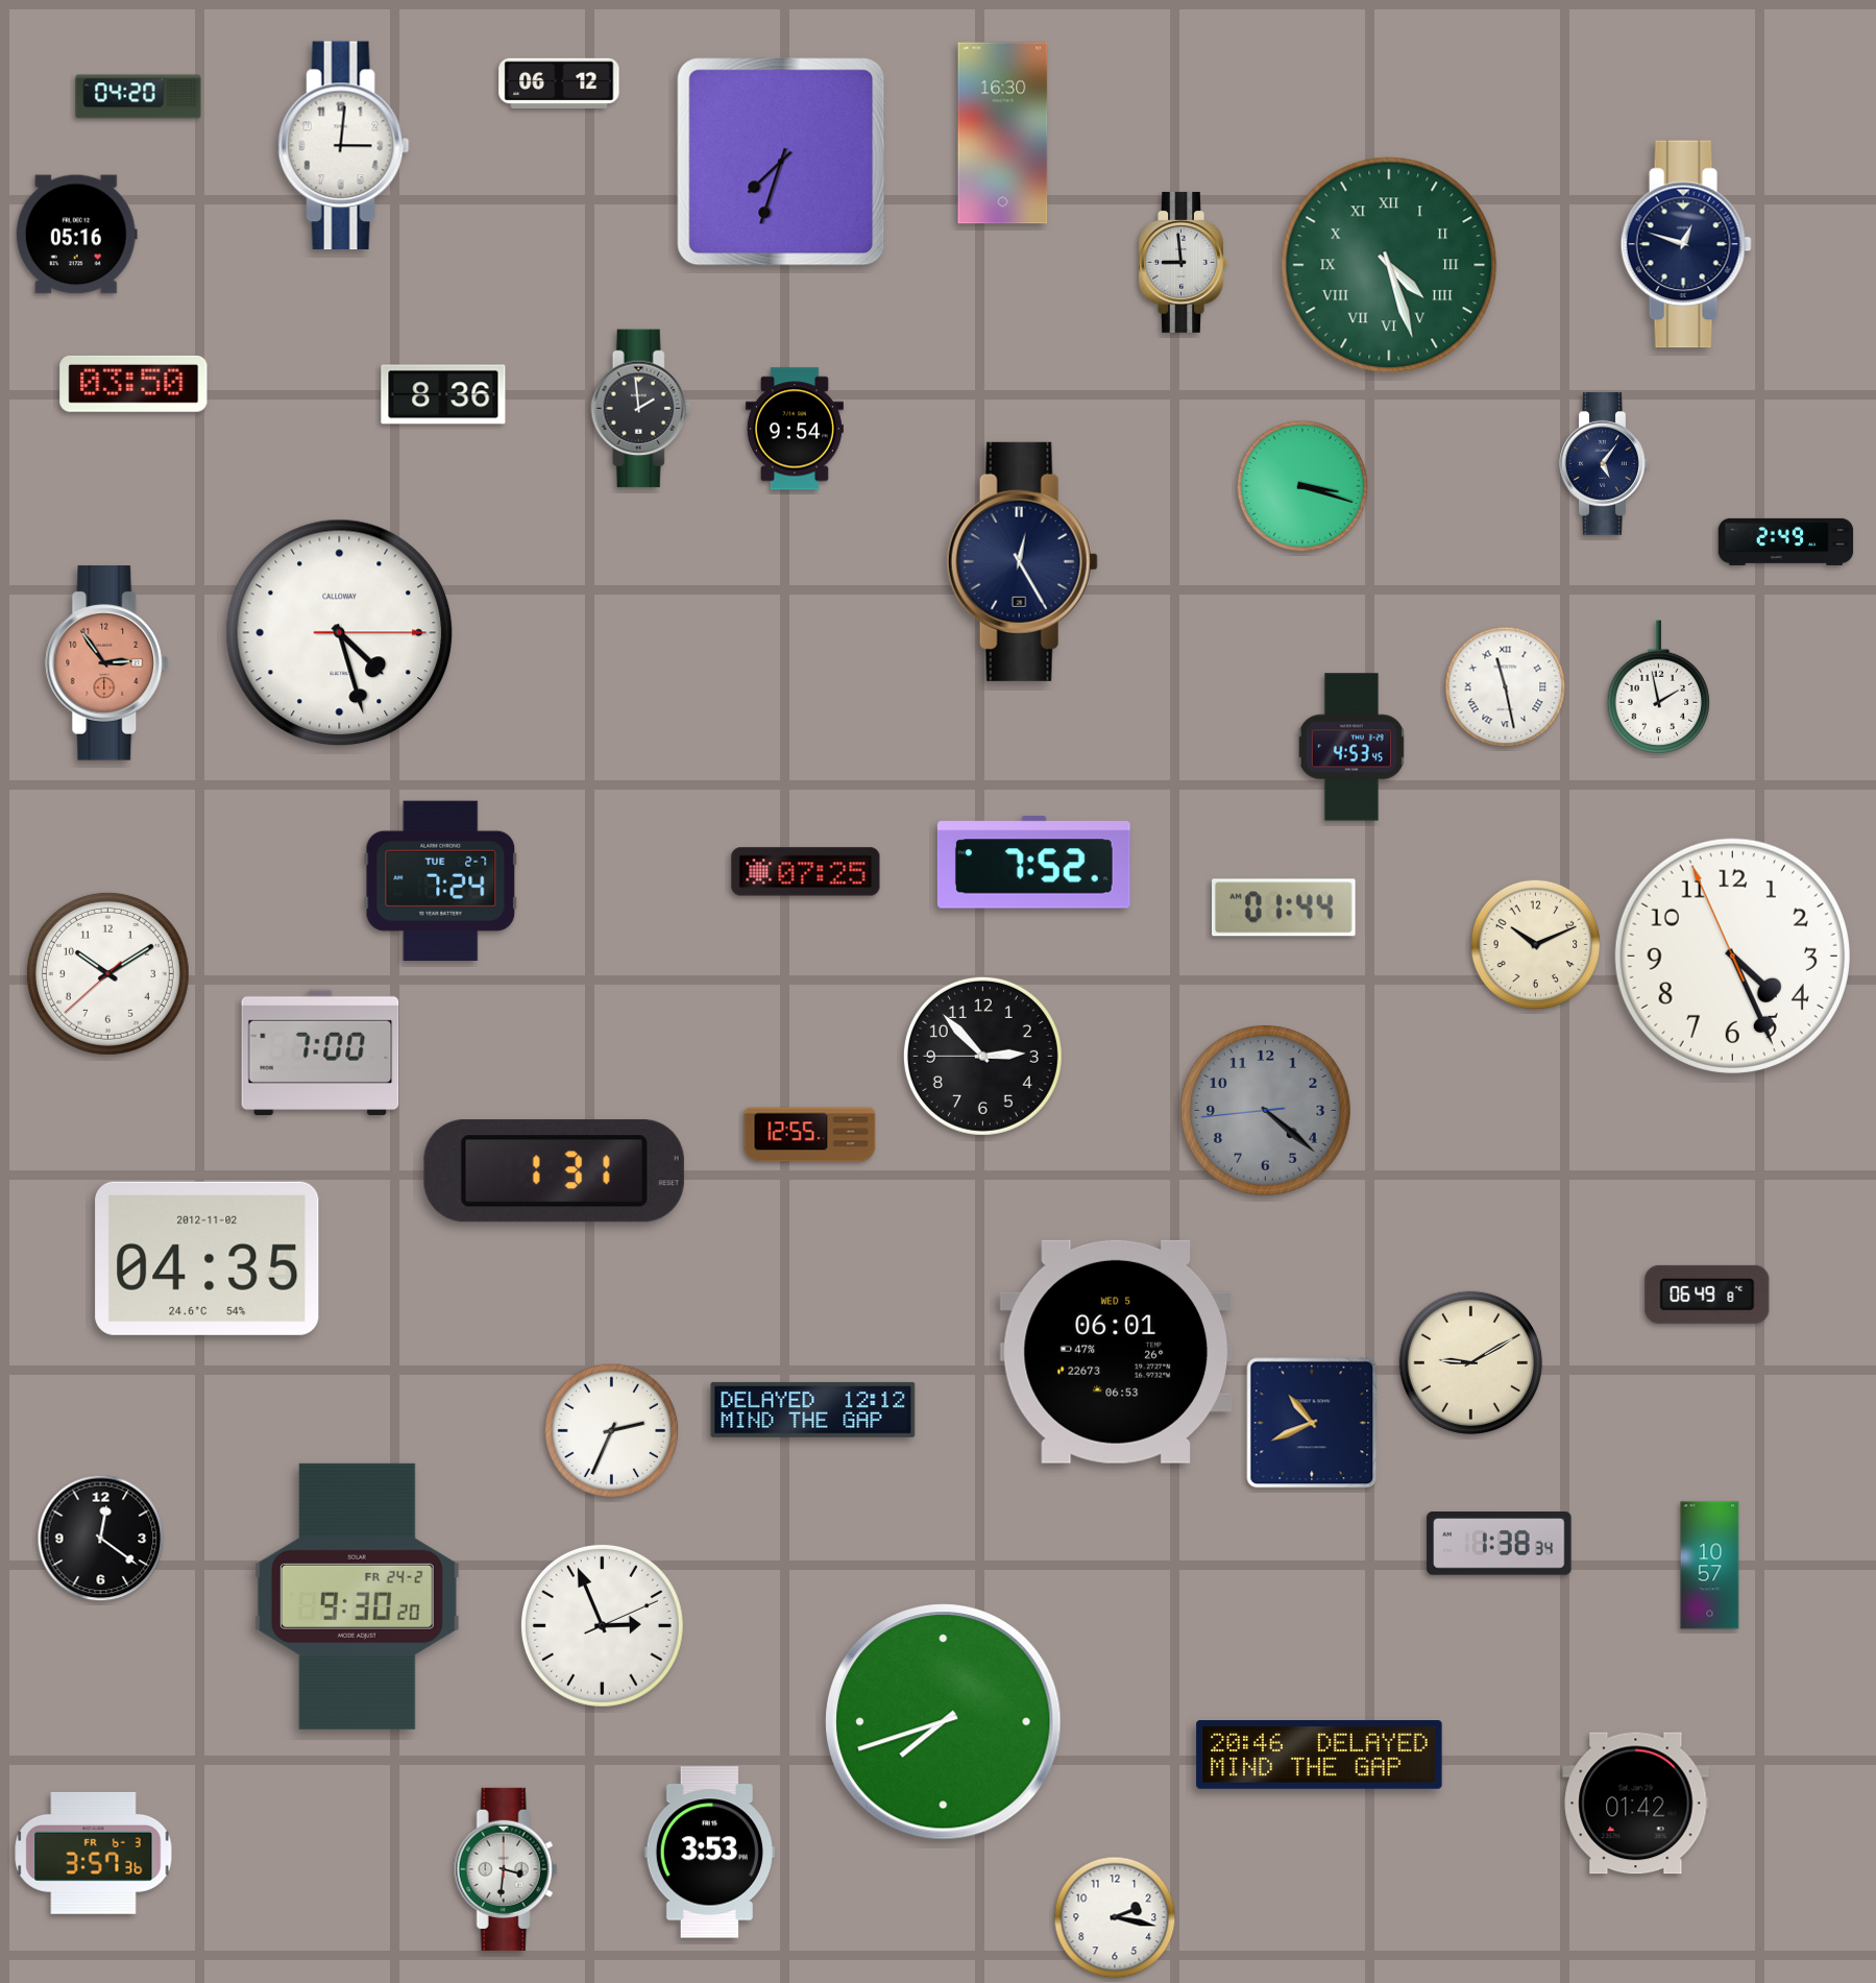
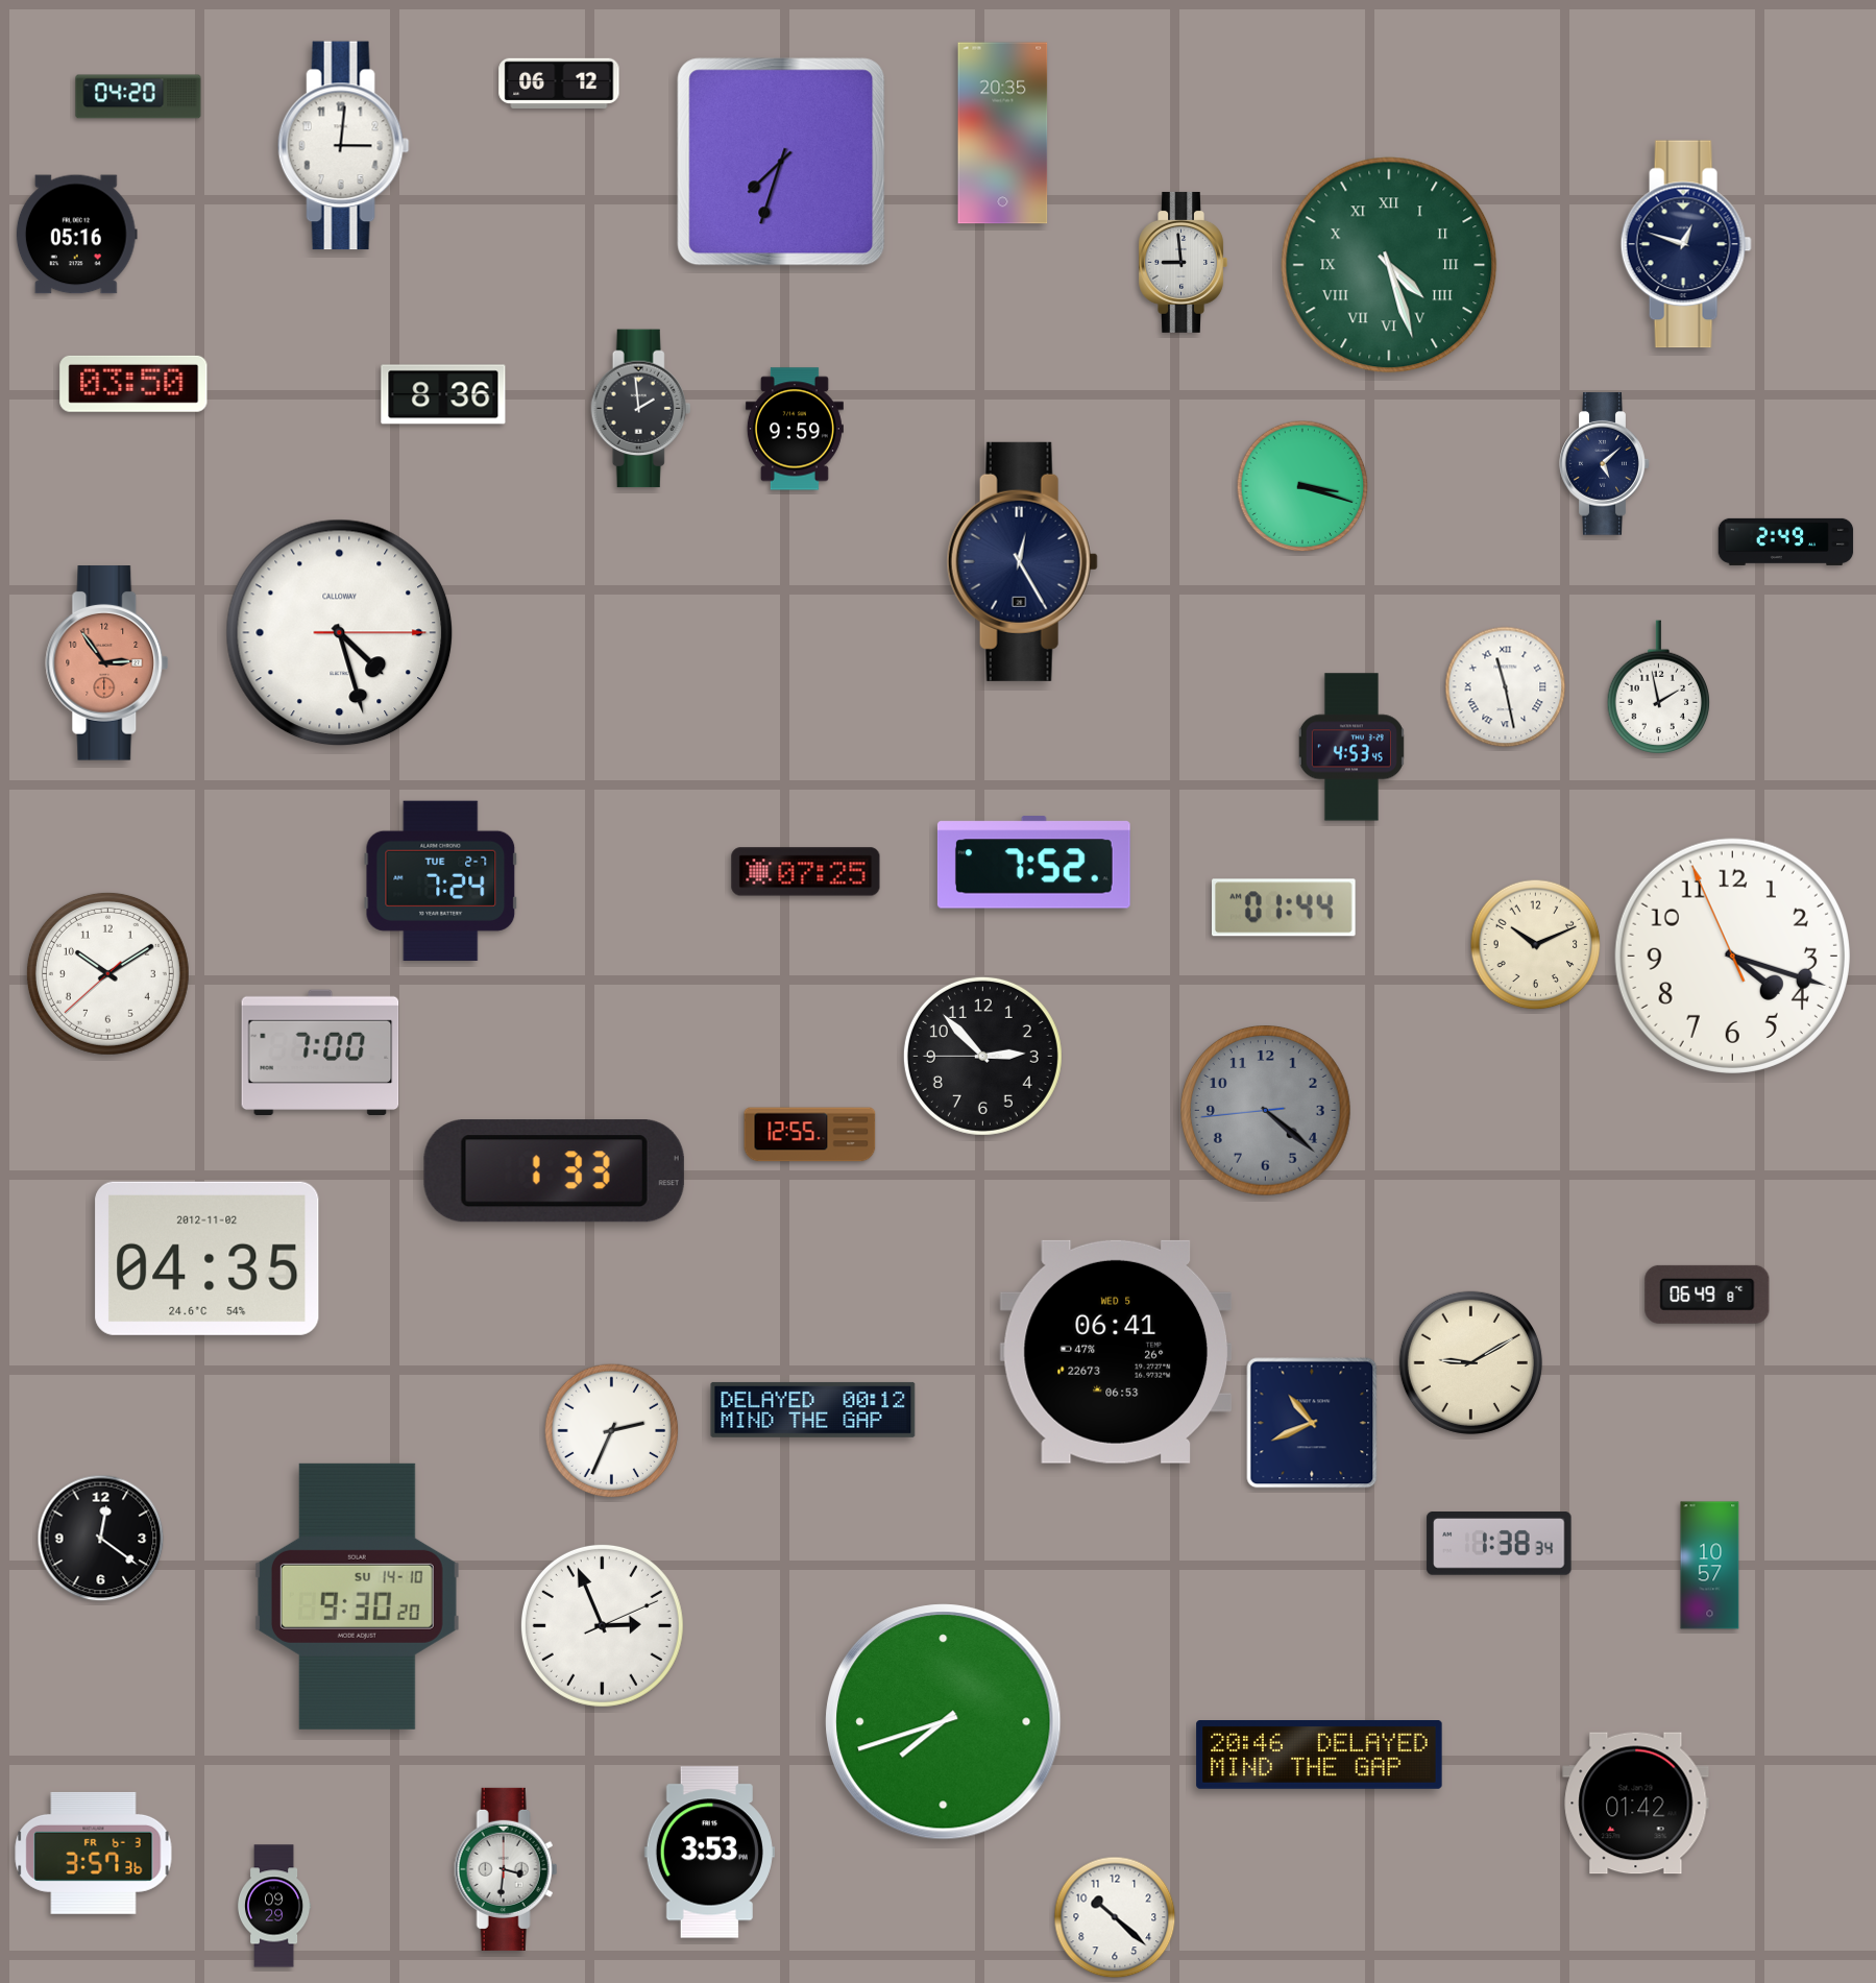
clock at (1003, 134): 16:30 -> 20:35
clock at (795, 429): 9:54 -> 9:59
clock at (1605, 464): 5:06 -> 5:08
clock at (1732, 956): 4:25 -> 4:17
clock at (554, 1171): 1:31 -> 1:33
clock at (1116, 1352): 06:01 -> 06:41
clock at (813, 1409): 12:12 -> 00:12
clock at (357, 1596) date: FR 24-2 -> SU 14-10
clock at (274, 1906): none -> 09:29
clock at (1115, 1917): 2:17 -> 10:22
